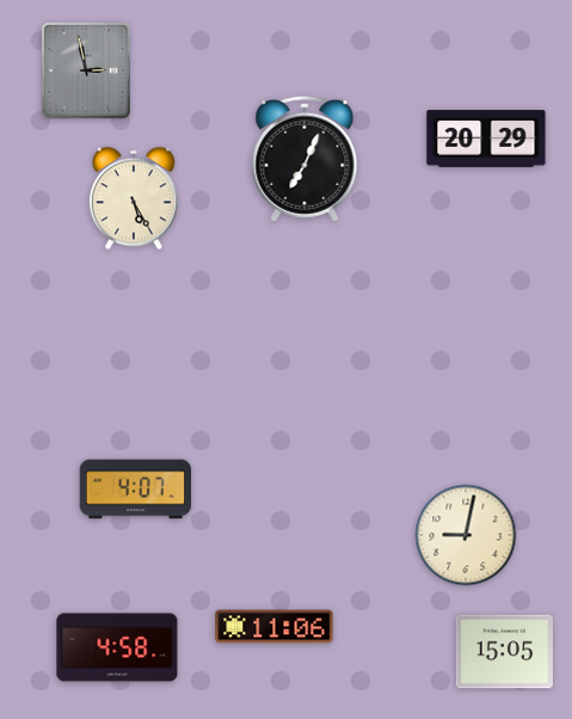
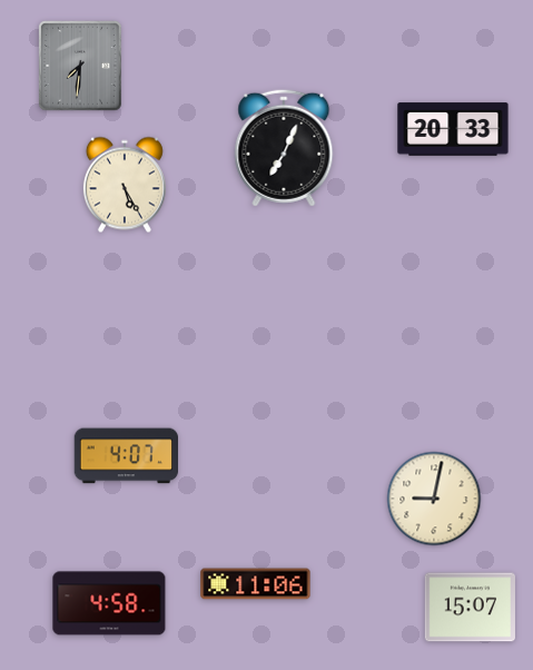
clock at (87, 72): 2:58 -> 7:31
clock at (486, 139): 20:29 -> 20:33
clock at (504, 652): 15:05 -> 15:07
